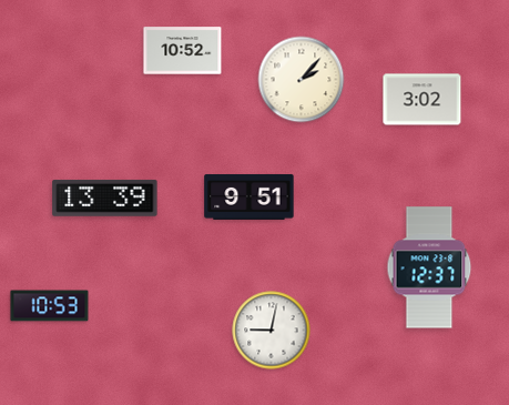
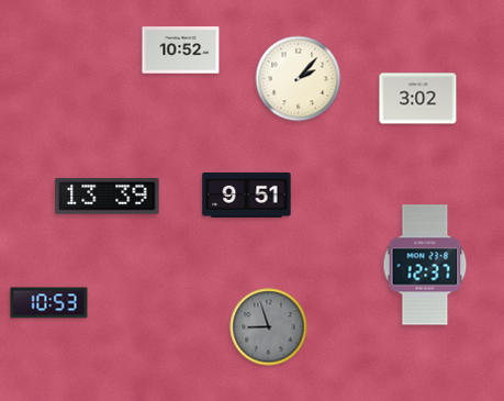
clock at (105, 198) position: (105, 198) -> (108, 196)
clock at (272, 331): 9:02 -> 8:57
clock at (272, 331) dial: white -> grey
